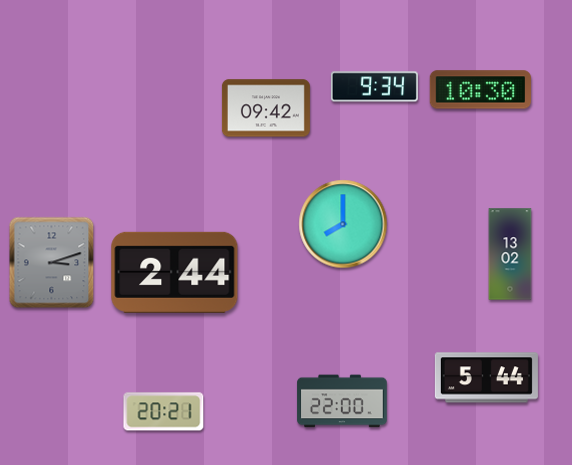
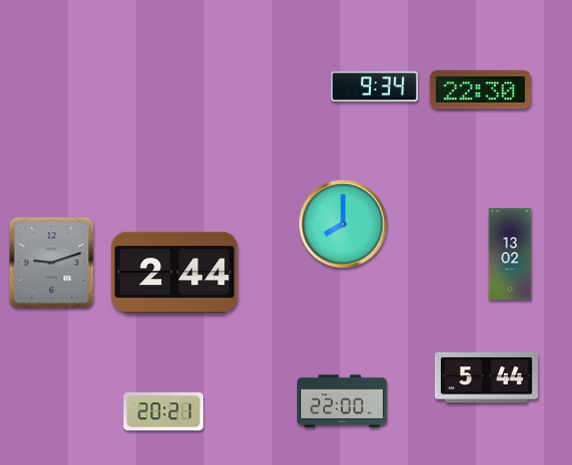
clock at (481, 90): 10:30 -> 22:30
clock at (266, 108): 09:42 -> none
clock at (52, 263): 3:12 -> 9:12
